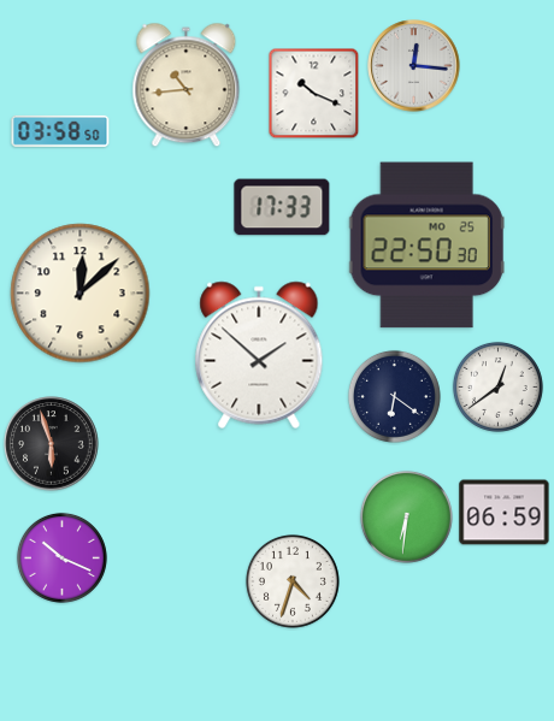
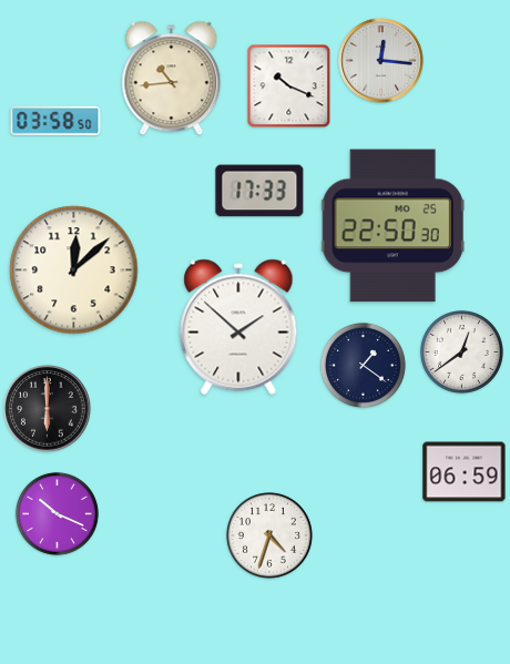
clock at (497, 386) position: (497, 386) -> (461, 351)
clock at (394, 396): 6:21 -> 1:21
clock at (52, 444): 5:57 -> 6:00
clock at (406, 516): 6:31 -> none
